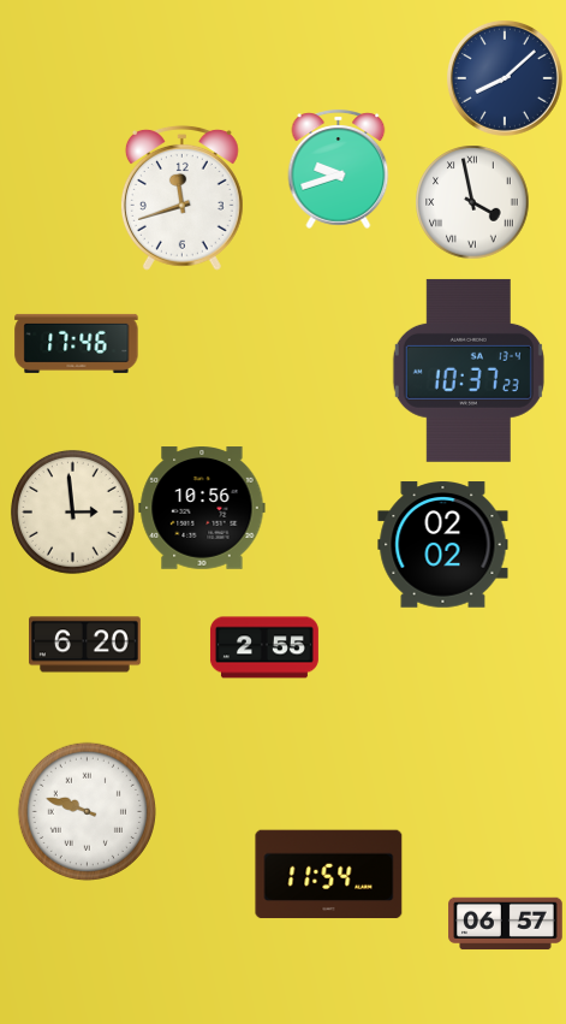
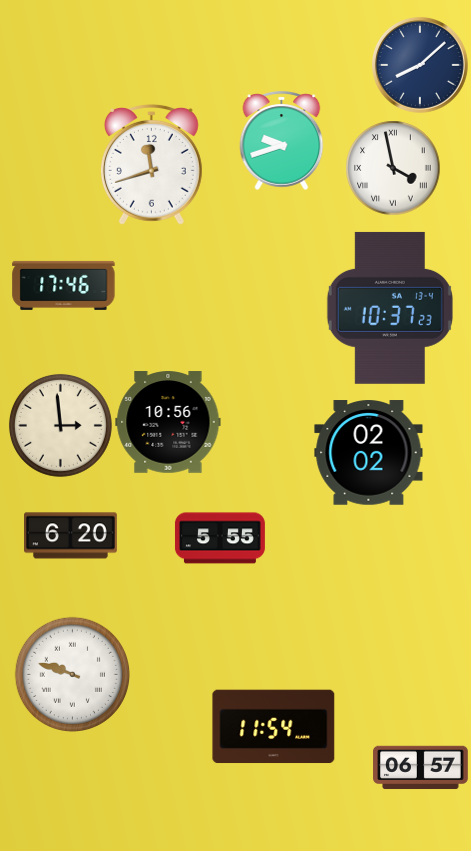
clock at (264, 647): 2:55 -> 5:55
